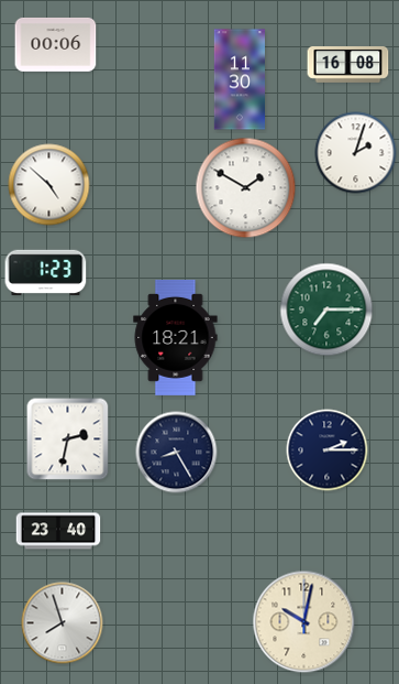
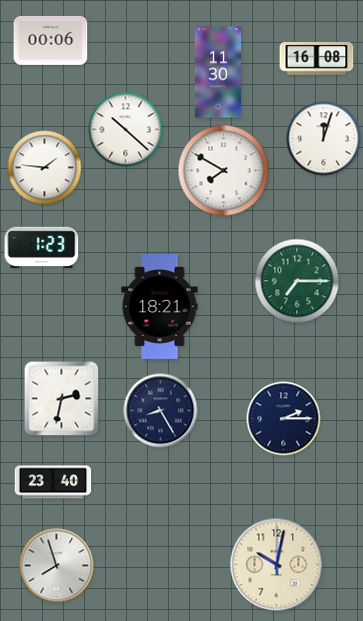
clock at (126, 130): none -> 10:22
clock at (356, 153): 2:03 -> 12:03
clock at (49, 185): 4:52 -> 1:46
clock at (246, 188): 1:50 -> 7:50
clock at (328, 450) position: (328, 450) -> (284, 419)
